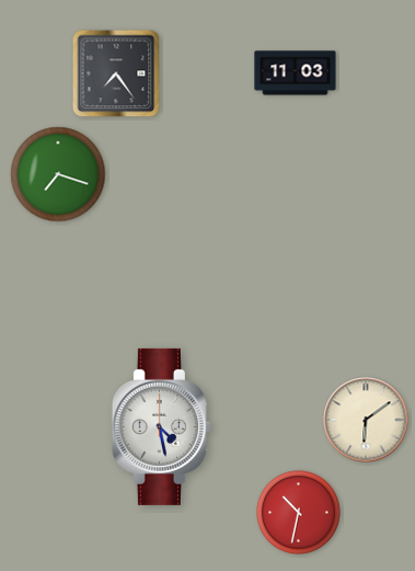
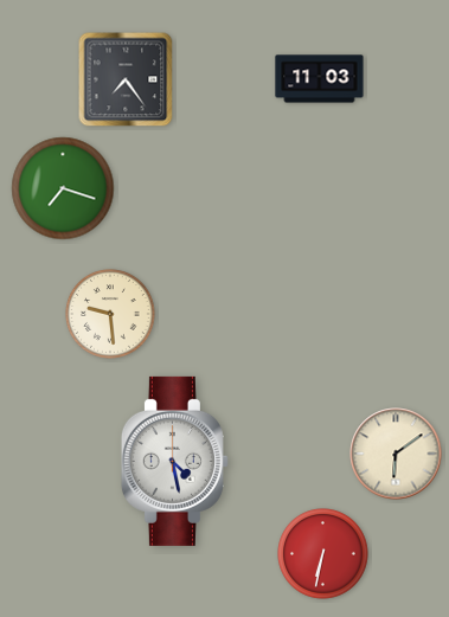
clock at (110, 314): none -> 9:29
clock at (299, 513): 10:32 -> 6:32
